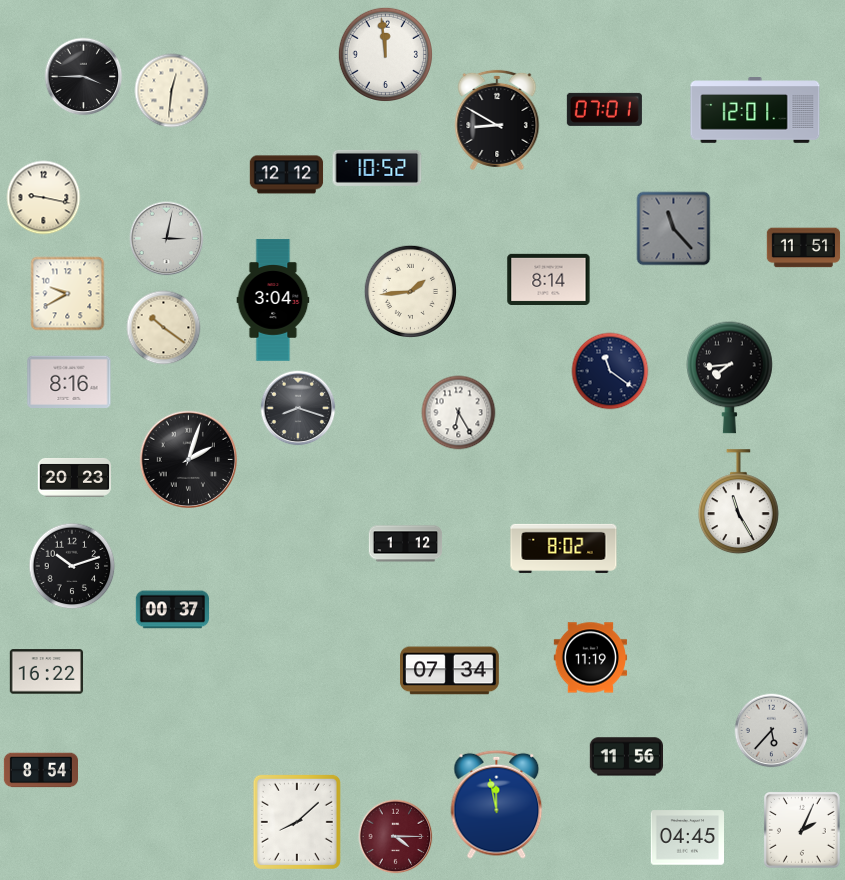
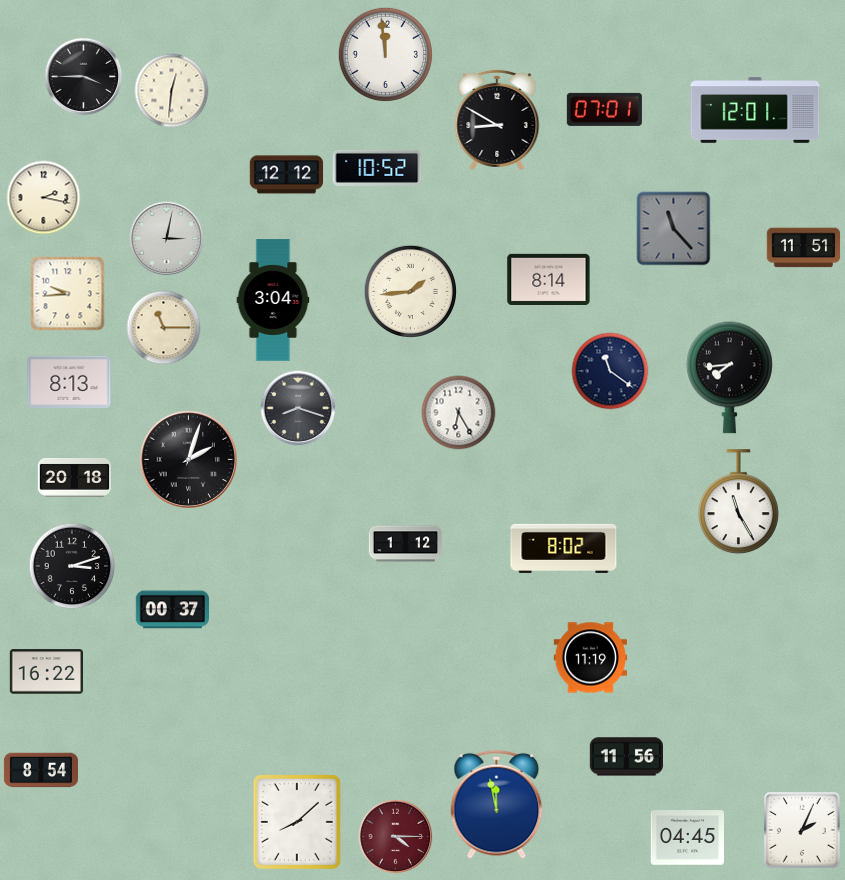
clock at (44, 198): 9:17 -> 2:17
clock at (68, 294): 9:40 -> 9:44
clock at (164, 328): 10:21 -> 11:15
clock at (69, 382): 8:16 -> 8:13
clock at (74, 478): 20:23 -> 20:18
clock at (72, 566): 10:12 -> 3:12
clock at (450, 671): 07:34 -> none
clock at (772, 731): 5:37 -> none
